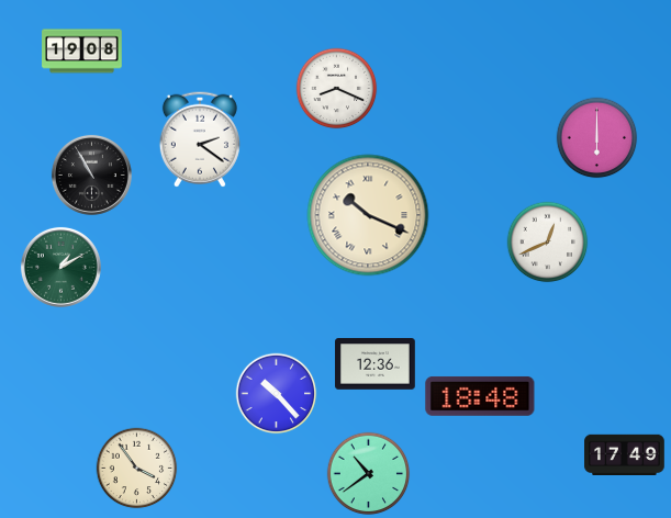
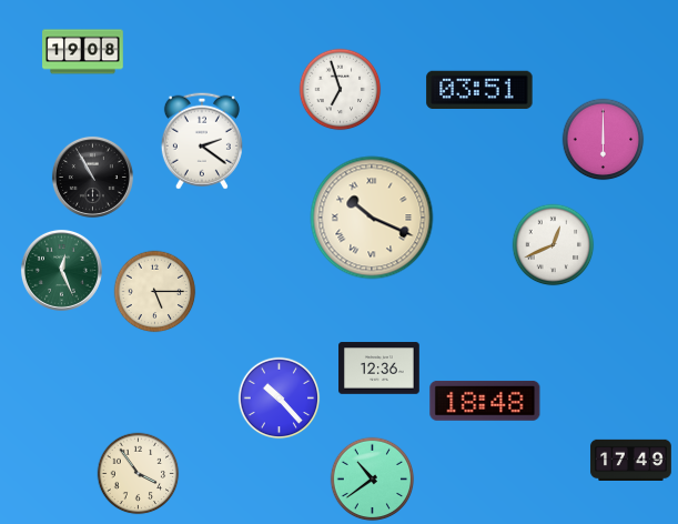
clock at (337, 89): 8:19 -> 6:57
clock at (479, 90): none -> 03:51
clock at (60, 267): 1:10 -> 12:26
clock at (155, 292): none -> 5:15
